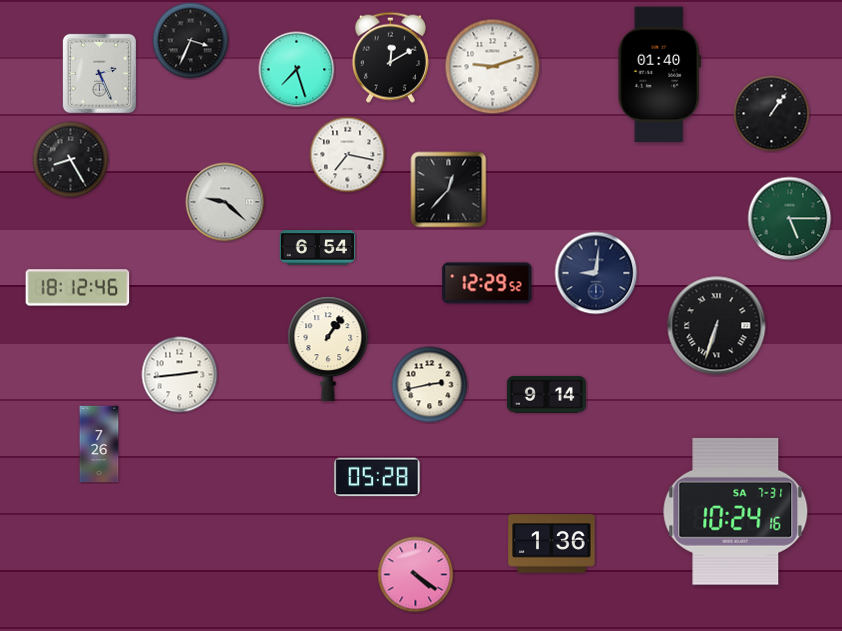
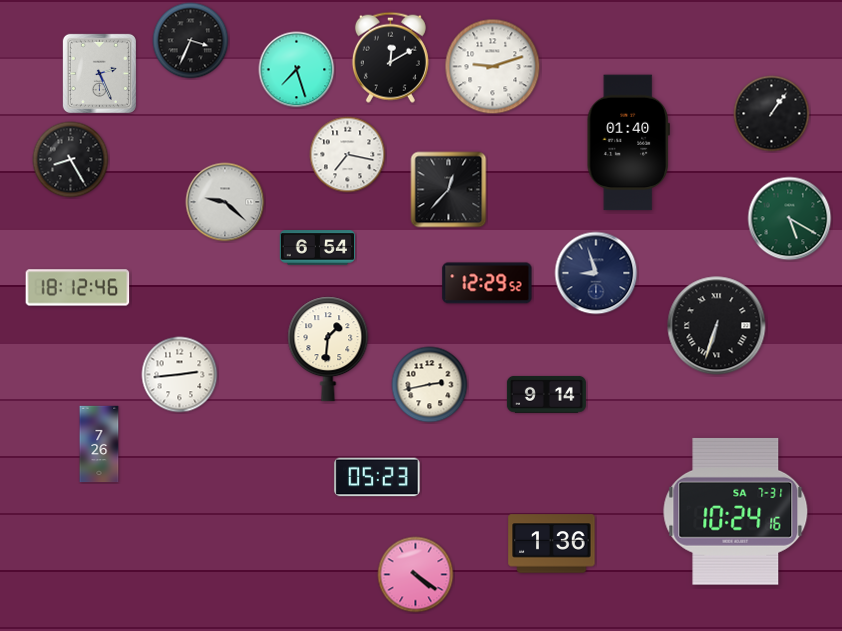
clock at (659, 75) position: (659, 75) -> (628, 143)
clock at (790, 219): 5:15 -> 5:20
clock at (596, 273): 9:01 -> 8:57
clock at (328, 349): 1:06 -> 1:31
clock at (377, 477): 05:28 -> 05:23
